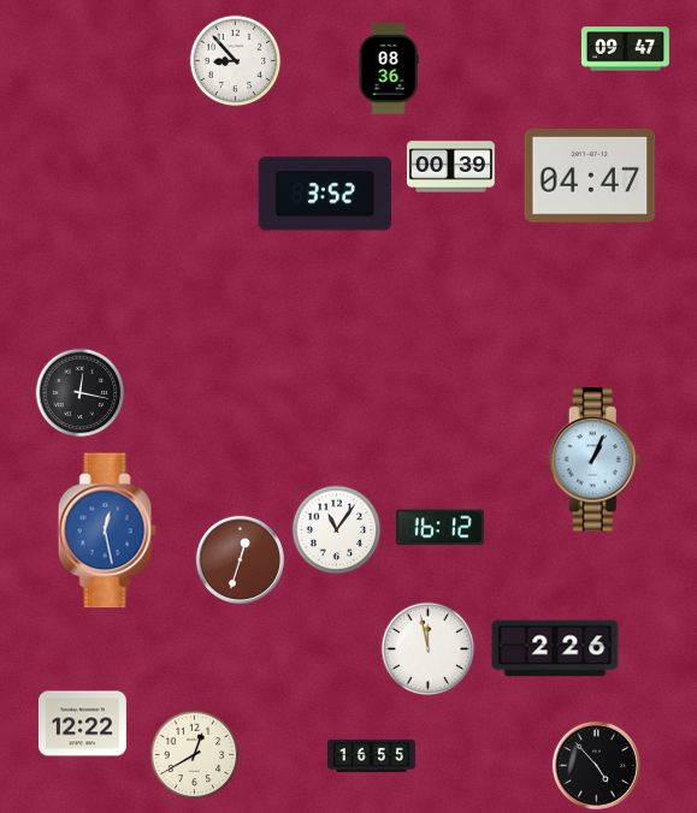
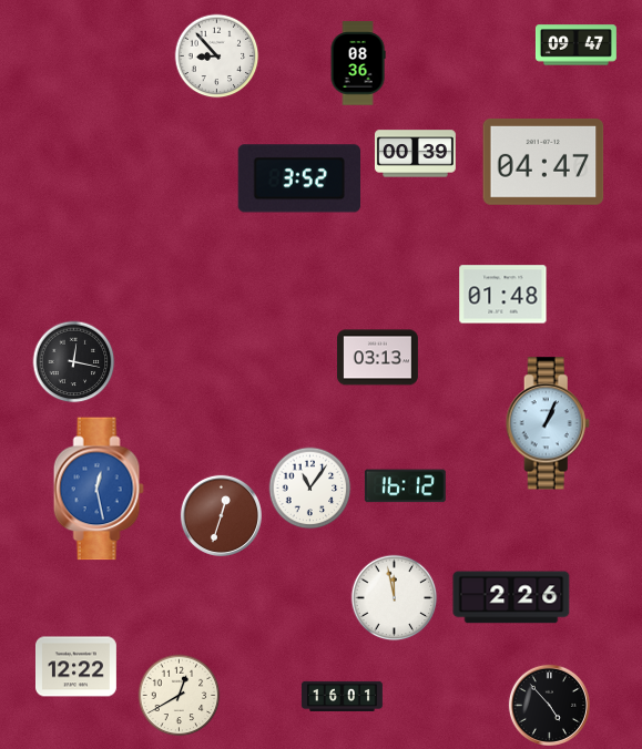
clock at (503, 295): none -> 01:48
clock at (377, 358): none -> 03:13
clock at (371, 755): 16:55 -> 16:01
